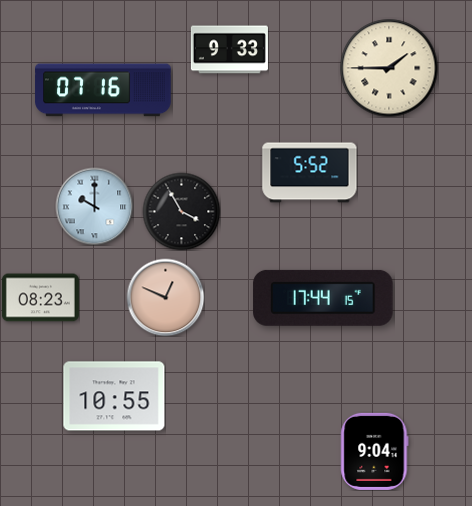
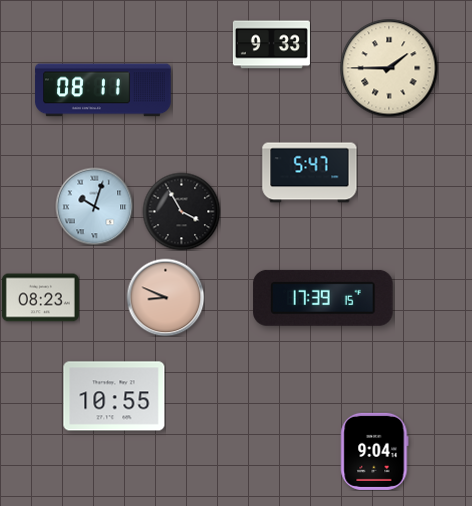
clock at (229, 50) position: (229, 50) -> (271, 45)
clock at (103, 90): 07:16 -> 08:11
clock at (310, 173): 5:52 -> 5:47
clock at (94, 206): 10:00 -> 10:03
clock at (165, 297): 12:49 -> 8:49
clock at (323, 298): 17:44 -> 17:39
